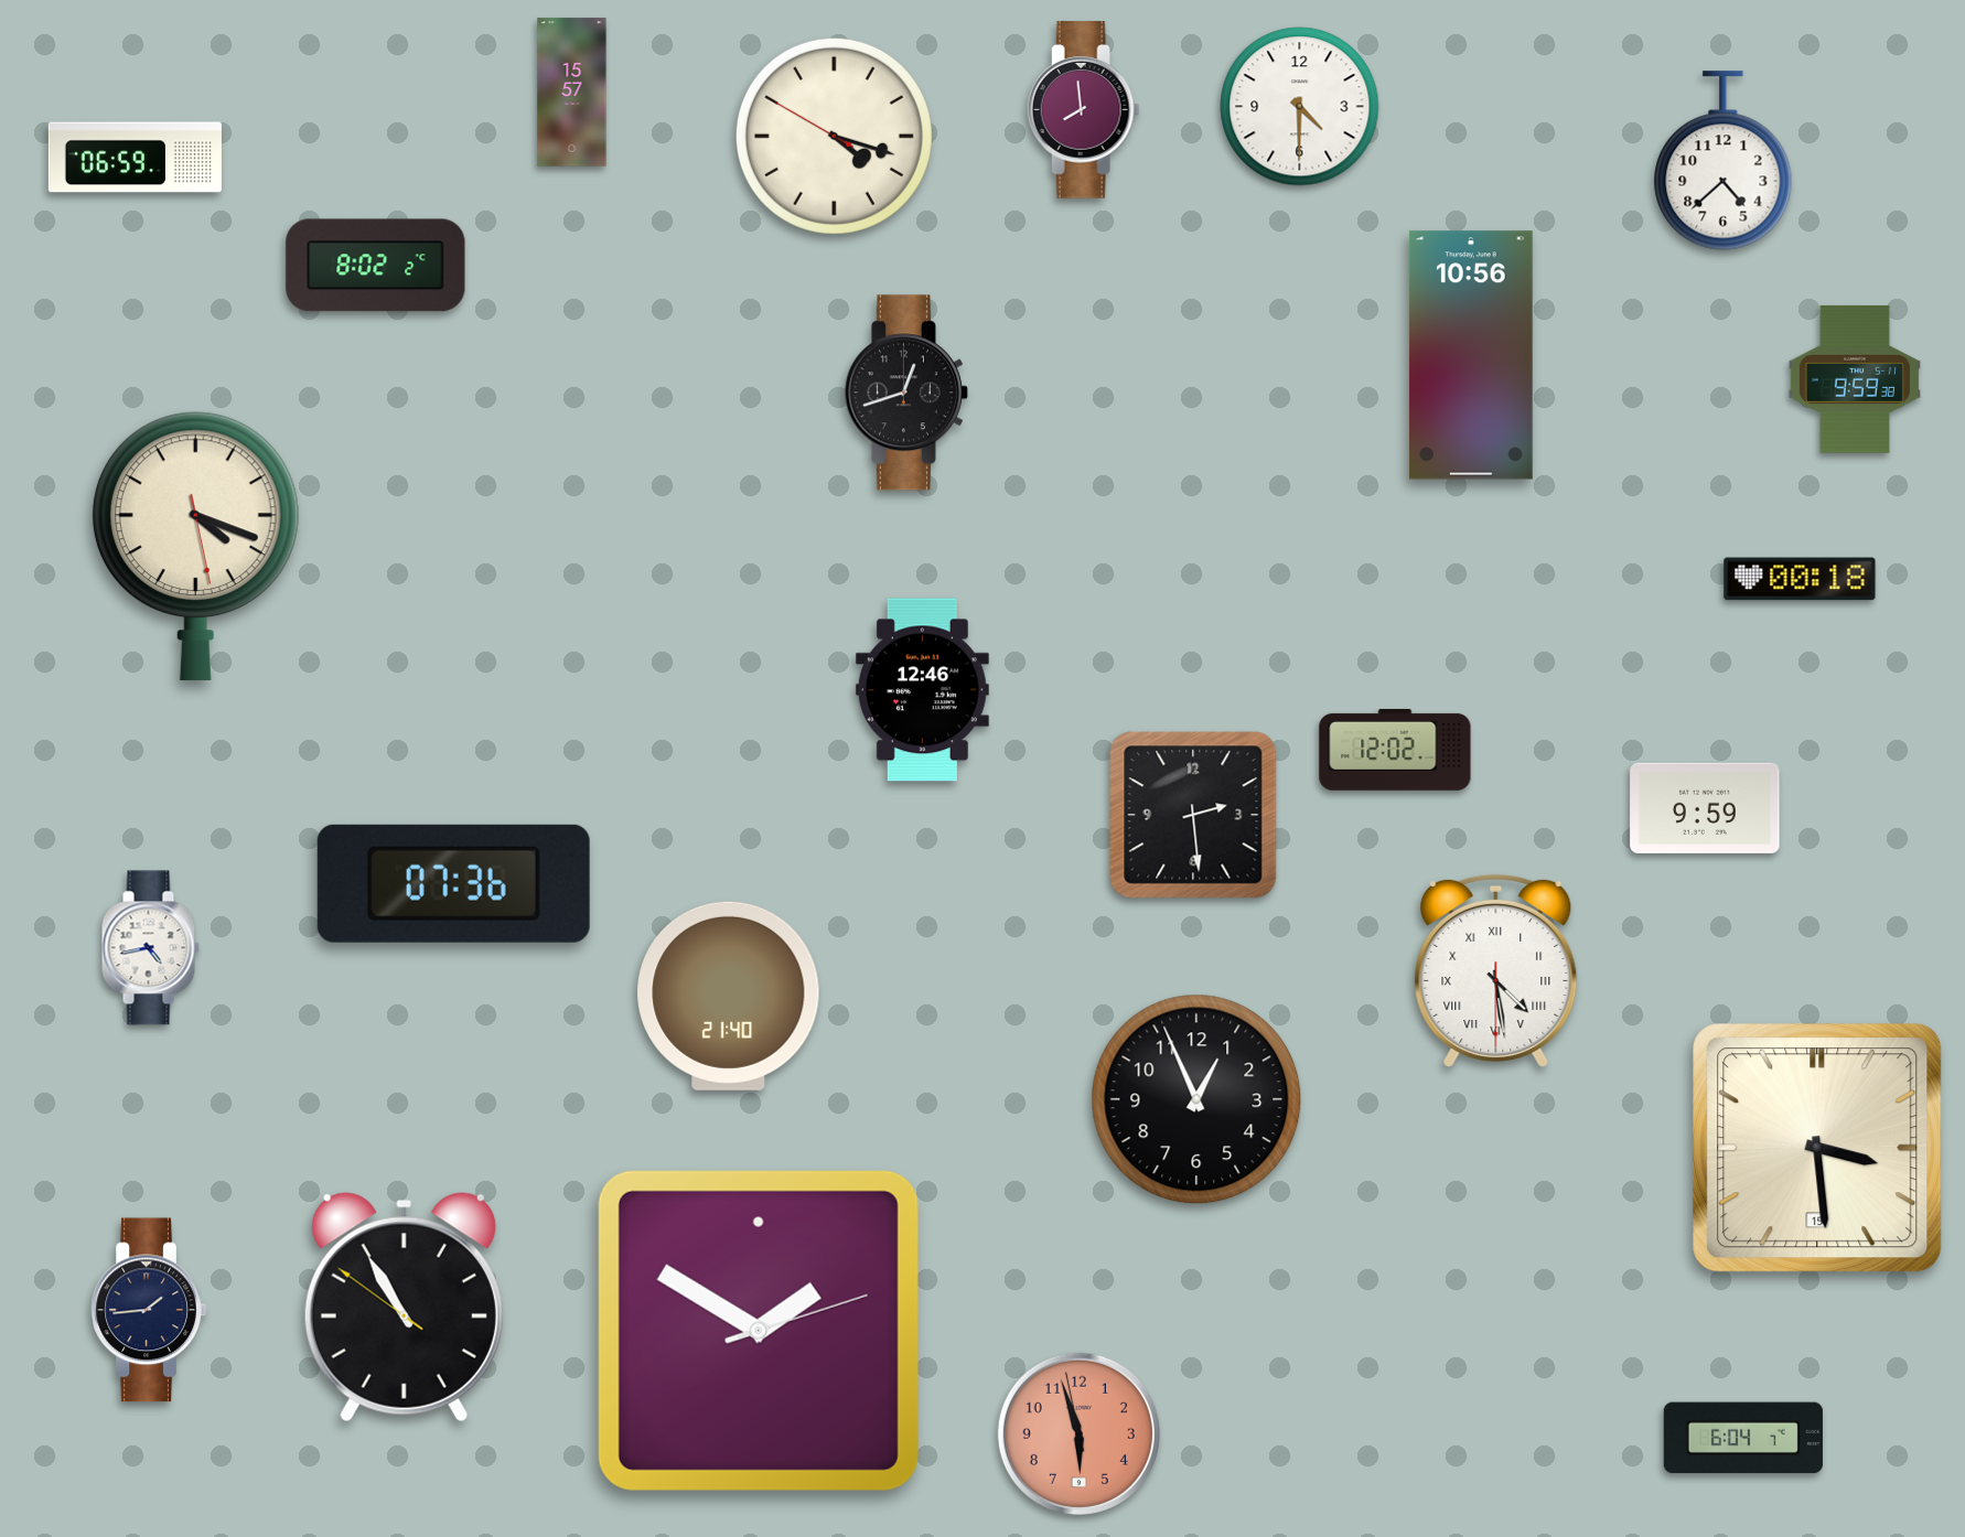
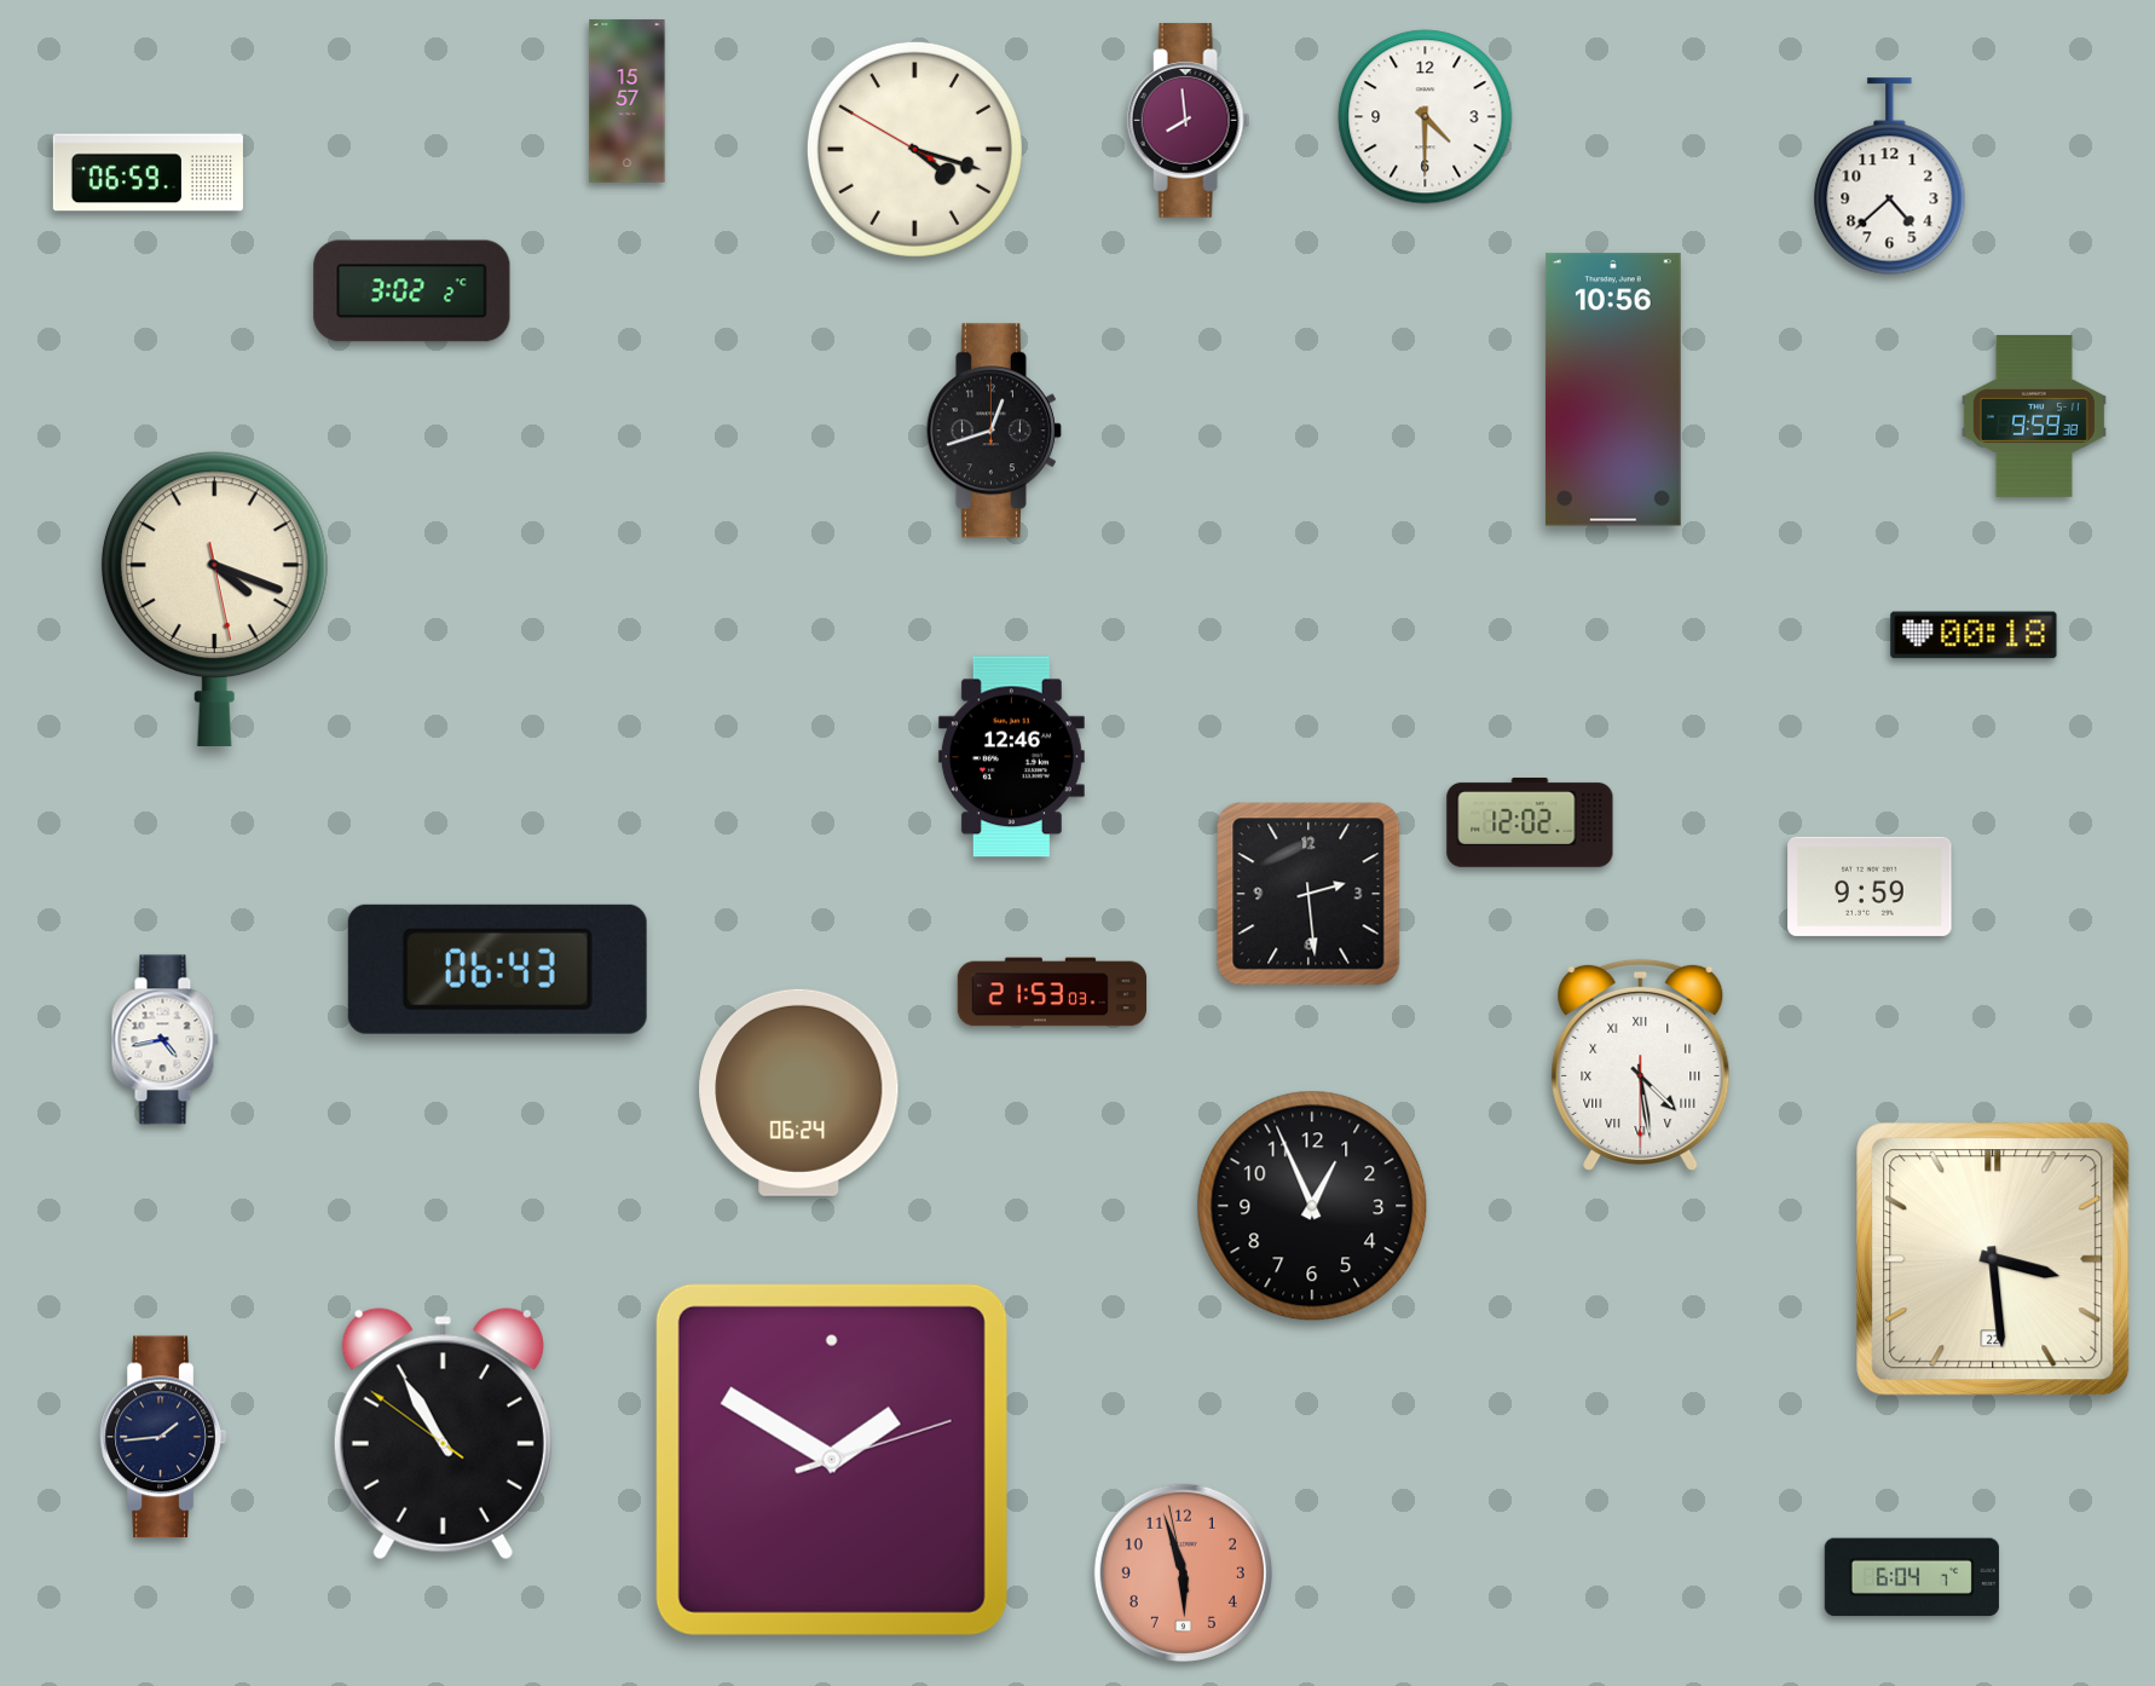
clock at (376, 266): 8:02 -> 3:02
clock at (453, 883): 07:36 -> 06:43
clock at (1052, 992): none -> 21:53
clock at (729, 996): 21:40 -> 06:24
clock at (1817, 1148) date: 15 -> 22
